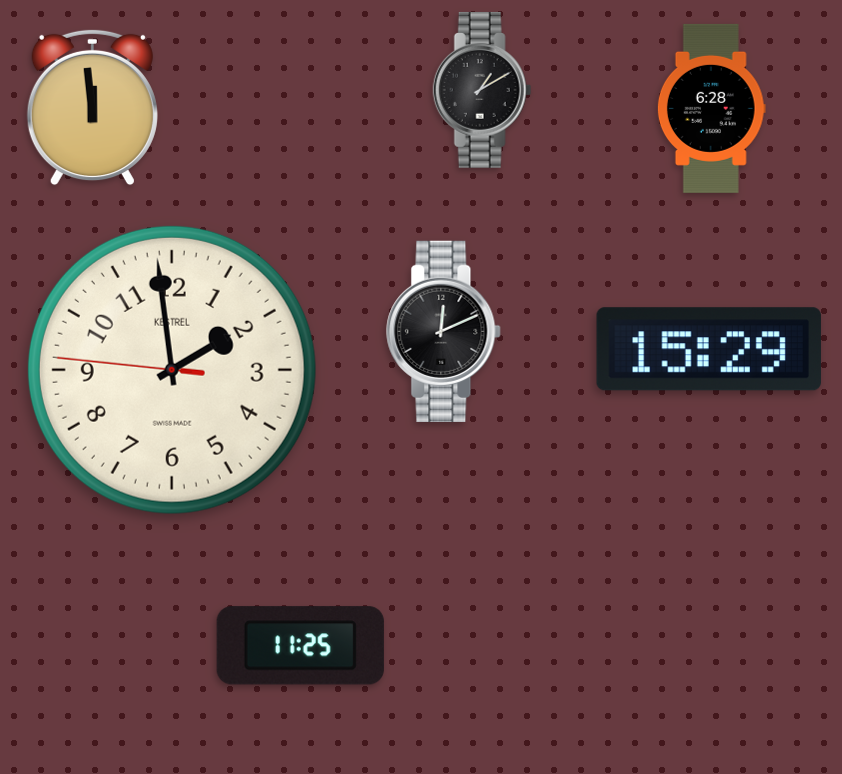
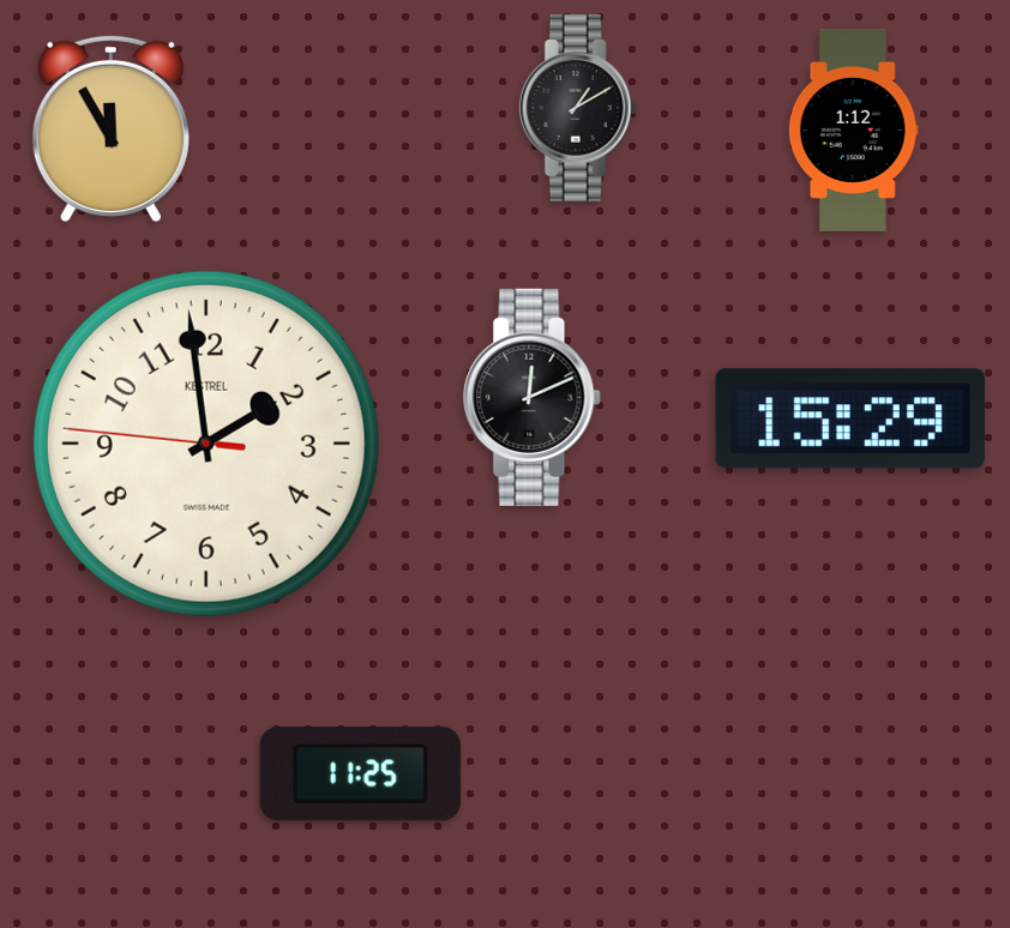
clock at (92, 108): 11:59 -> 11:55
clock at (711, 108): 6:28 -> 1:12
